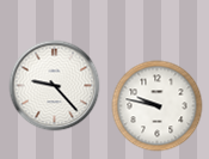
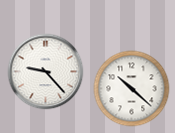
clock at (158, 106): 9:47 -> 10:22
